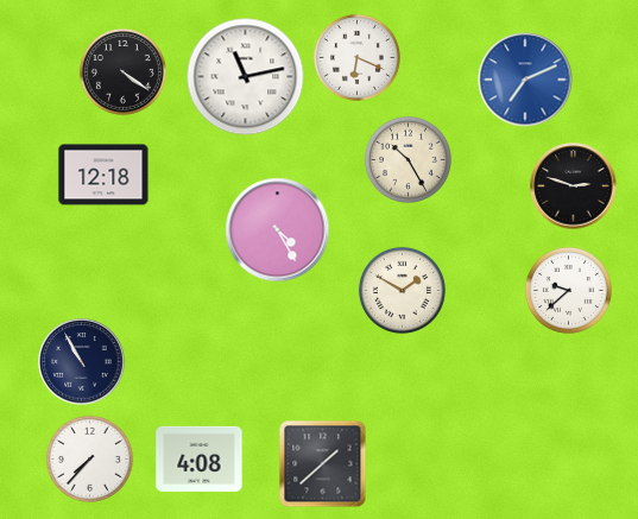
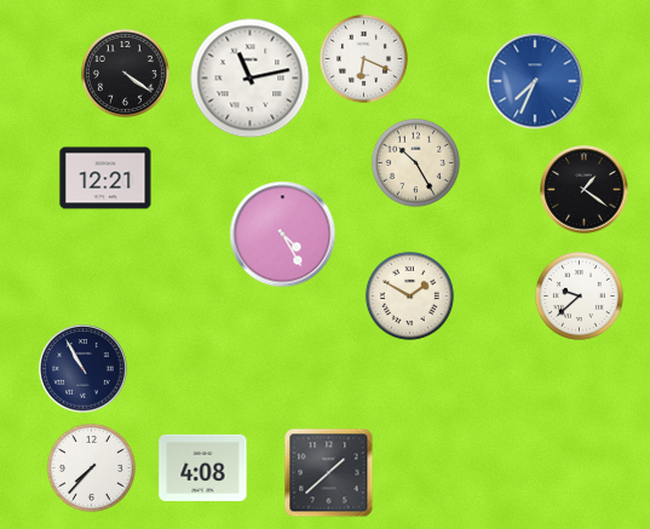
clock at (525, 80): 7:11 -> 7:34
clock at (103, 175): 12:18 -> 12:21
clock at (574, 186): 2:48 -> 1:21
